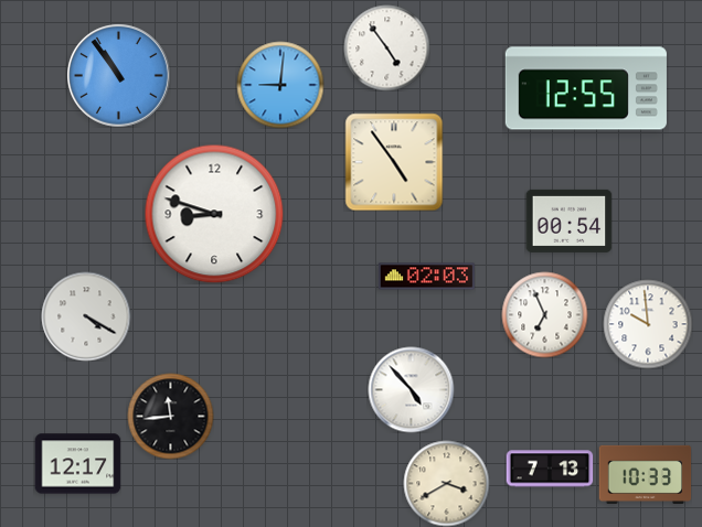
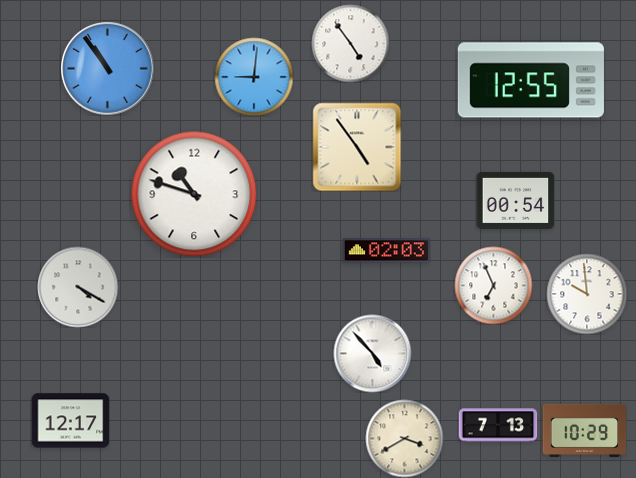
clock at (214, 214): 8:48 -> 10:48
clock at (170, 416): 11:44 -> none
clock at (645, 474): 10:33 -> 10:29
